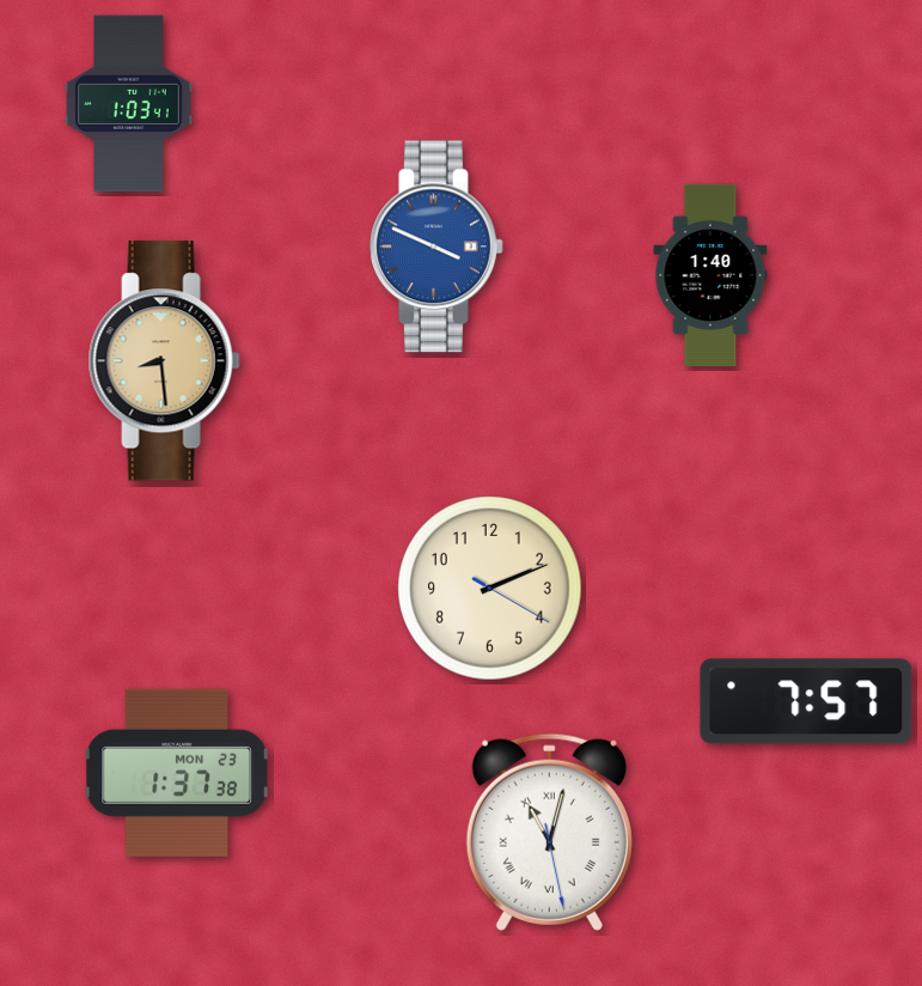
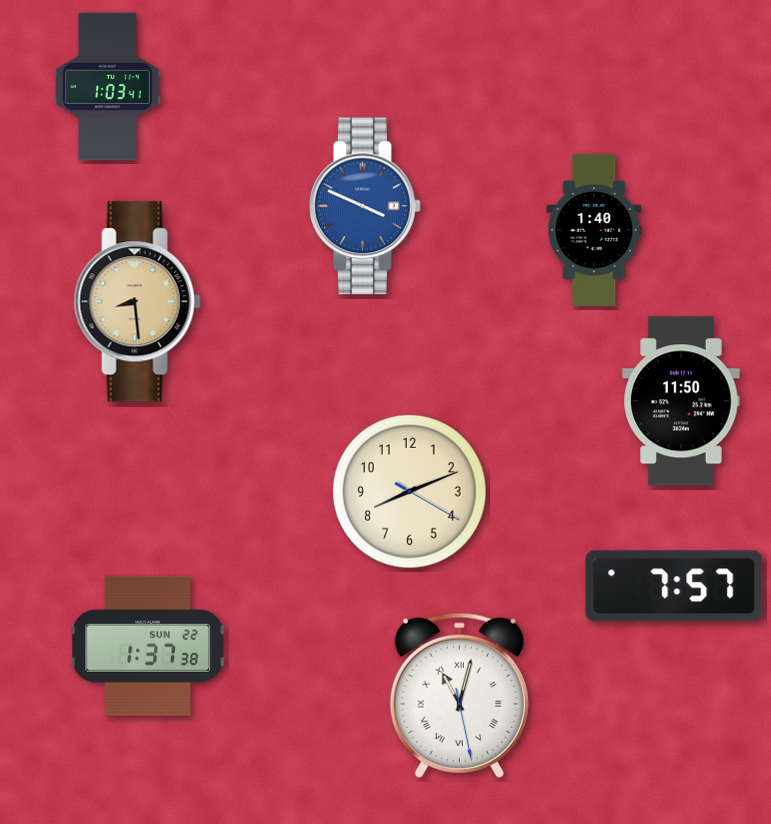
clock at (681, 401): none -> 11:50
clock at (490, 589): 2:11 -> 8:11
clock at (177, 773) date: MON 23 -> SUN 22
